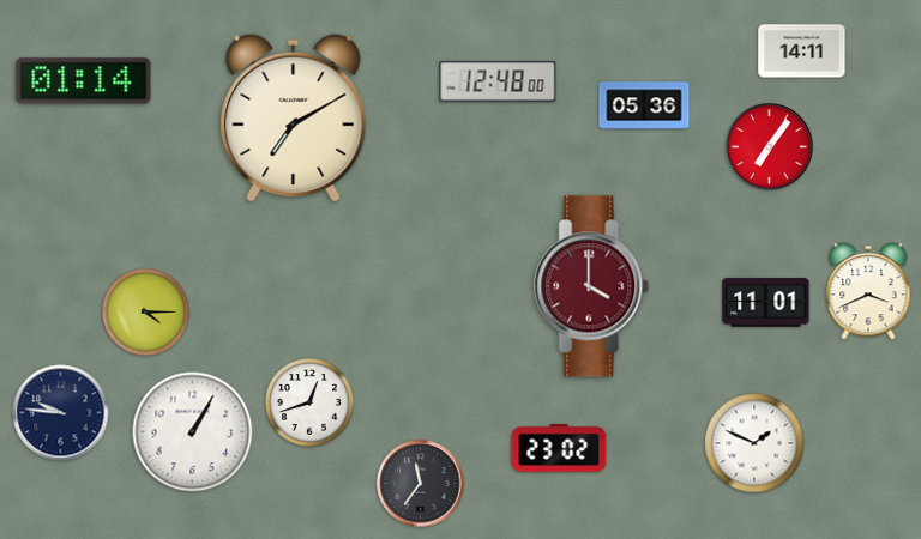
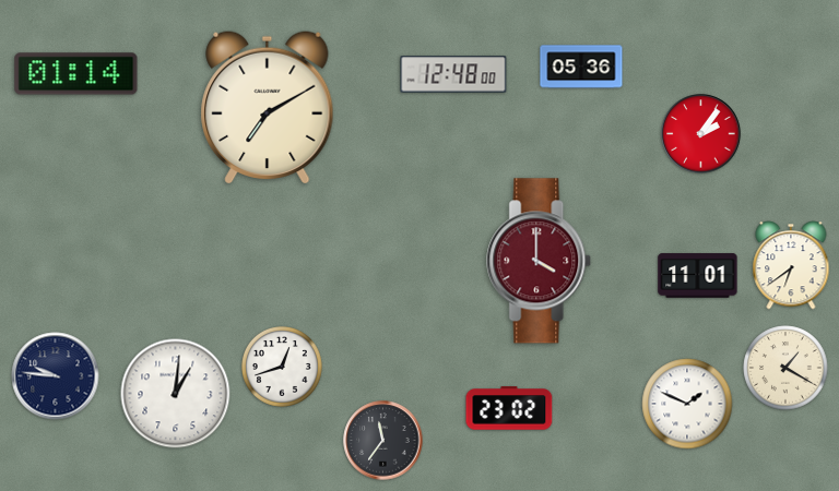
clock at (802, 52): 14:11 -> none
clock at (644, 105) position: (644, 105) -> (581, 67)
clock at (770, 147): 7:06 -> 2:06
clock at (868, 291): 3:41 -> 6:39
clock at (145, 311): 4:15 -> none
clock at (785, 368): none -> 1:20
clock at (193, 432): 1:05 -> 1:01
